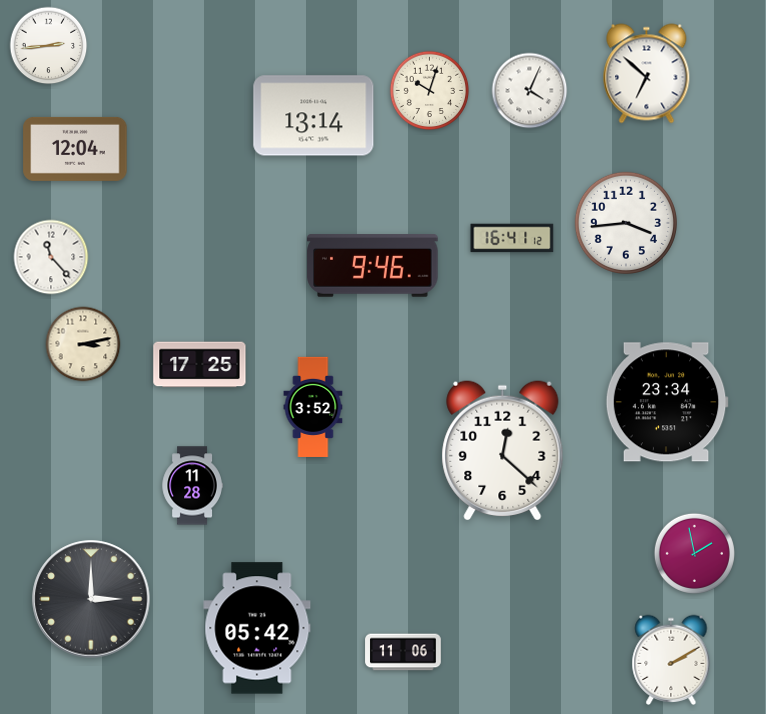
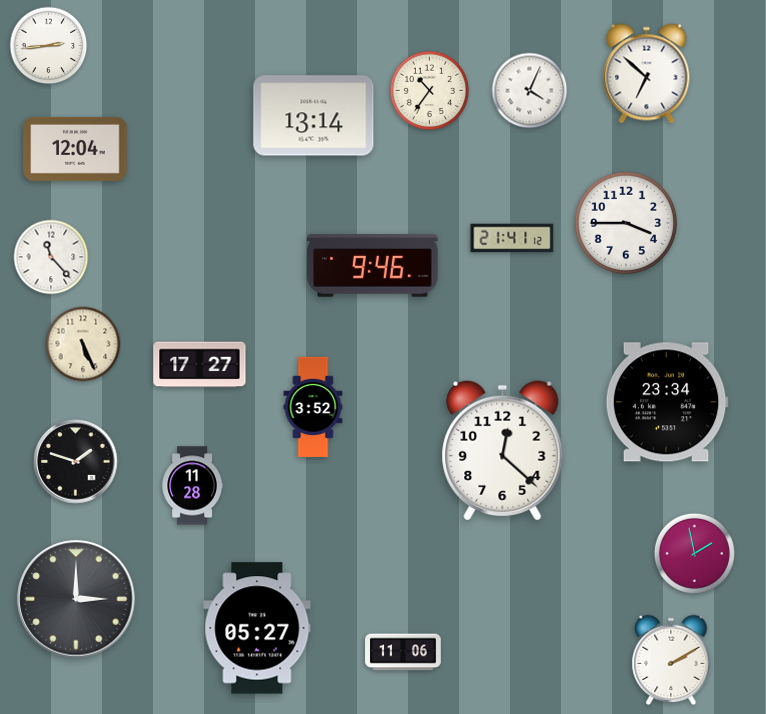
clock at (430, 91): 10:03 -> 10:36
clock at (625, 222): 3:44 -> 3:45
clock at (512, 238): 16:41 -> 21:41
clock at (83, 344): 3:13 -> 5:26
clock at (200, 365): 17:25 -> 17:27
clock at (76, 462): none -> 1:48
clock at (91, 599) position: (91, 599) -> (76, 599)
clock at (257, 628): 05:42 -> 05:27
